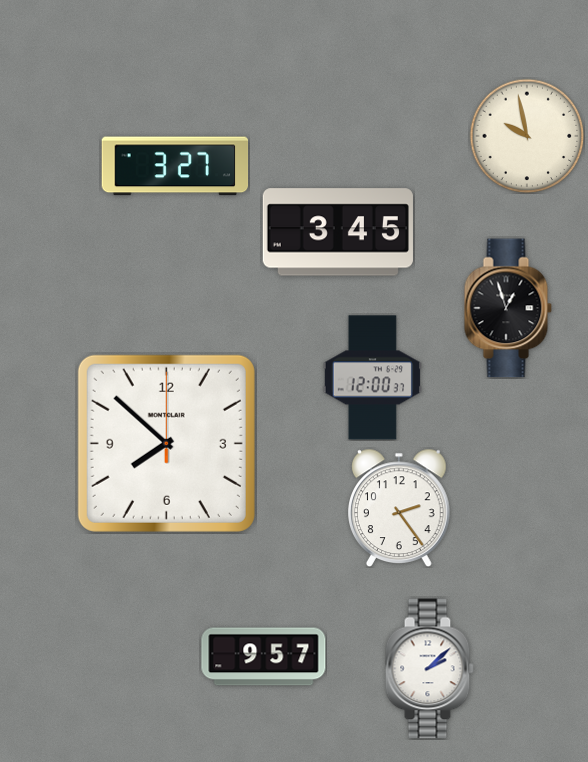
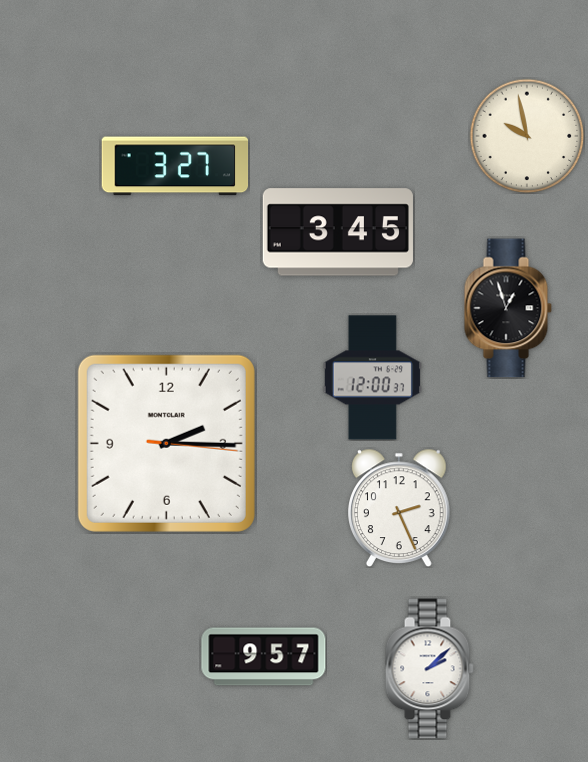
clock at (166, 443): 7:52 -> 2:15
clock at (400, 507): 2:24 -> 2:26
